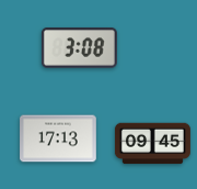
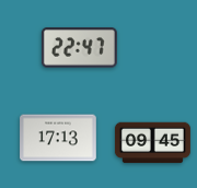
clock at (79, 48): 3:08 -> 22:47
